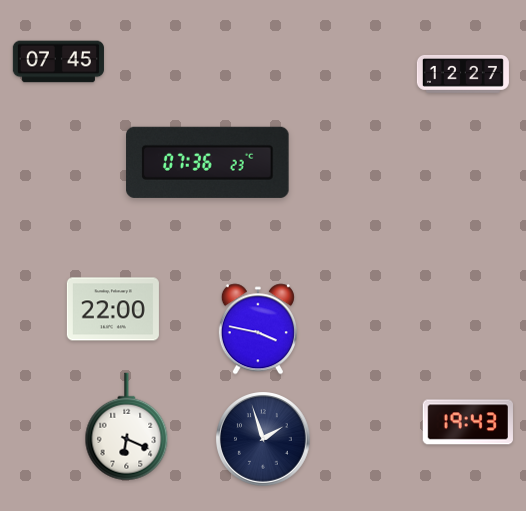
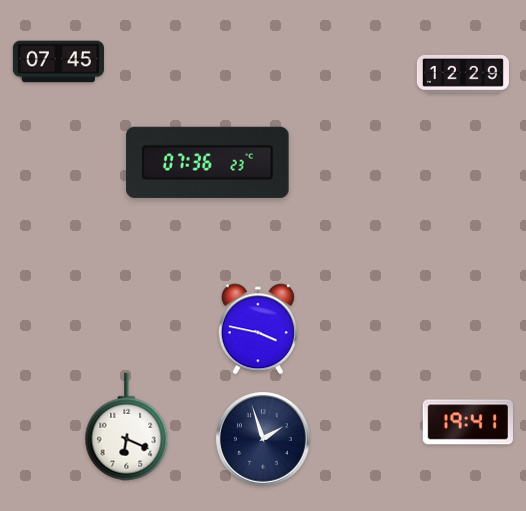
clock at (463, 74): 12:27 -> 12:29
clock at (113, 309): 22:00 -> none
clock at (468, 422): 19:43 -> 19:41
